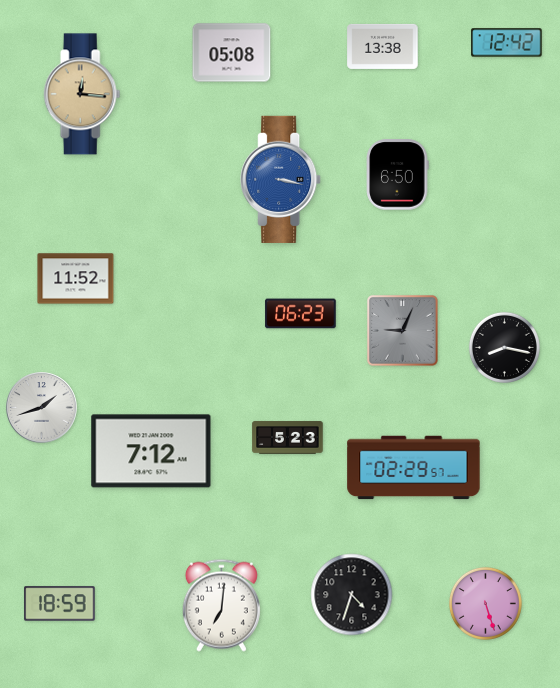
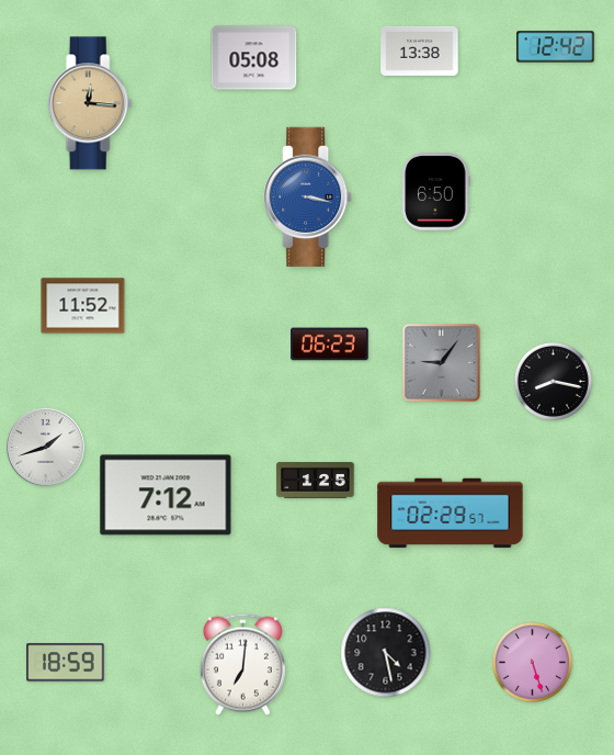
clock at (403, 331): 9:04 -> 9:06
clock at (288, 438): 5:23 -> 1:25
clock at (414, 468) position: (414, 468) -> (451, 514)
clock at (352, 595): 4:33 -> 4:28
